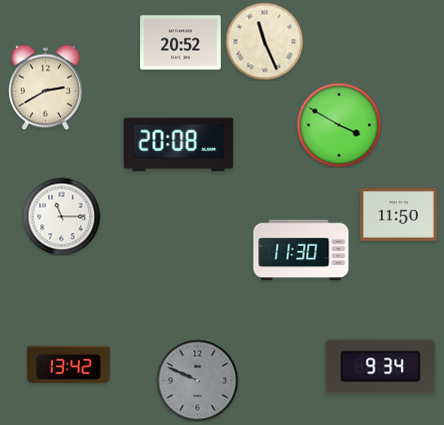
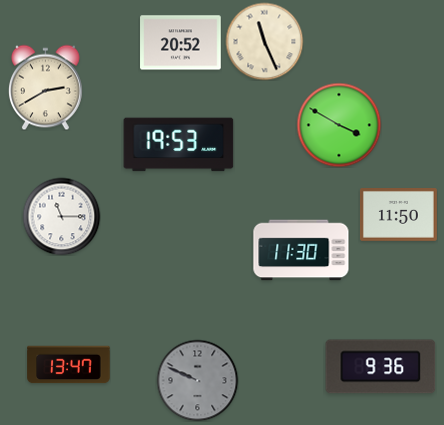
clock at (179, 145): 20:08 -> 19:53
clock at (69, 365): 13:42 -> 13:47
clock at (381, 367): 9:34 -> 9:36
